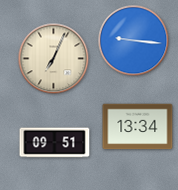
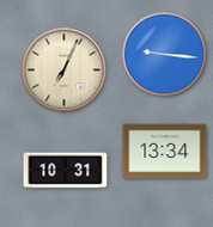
clock at (134, 41) position: (134, 41) -> (165, 55)
clock at (55, 143): 09:51 -> 10:31
